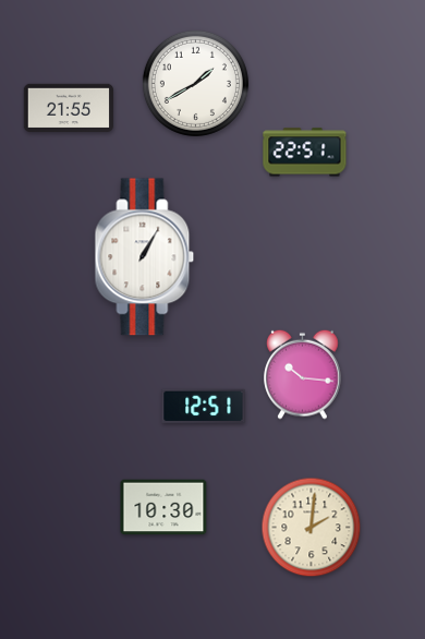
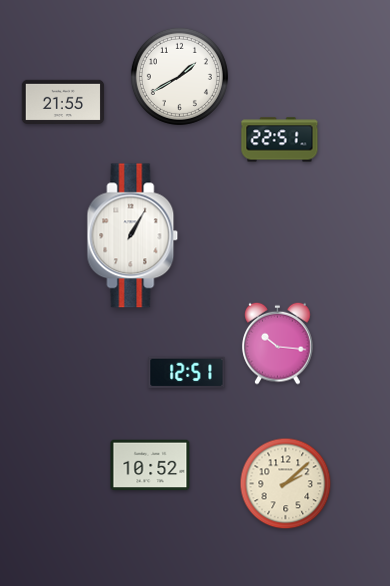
clock at (69, 107) position: (69, 107) -> (63, 101)
clock at (163, 507): 10:30 -> 10:52
clock at (312, 528): 2:01 -> 2:08
